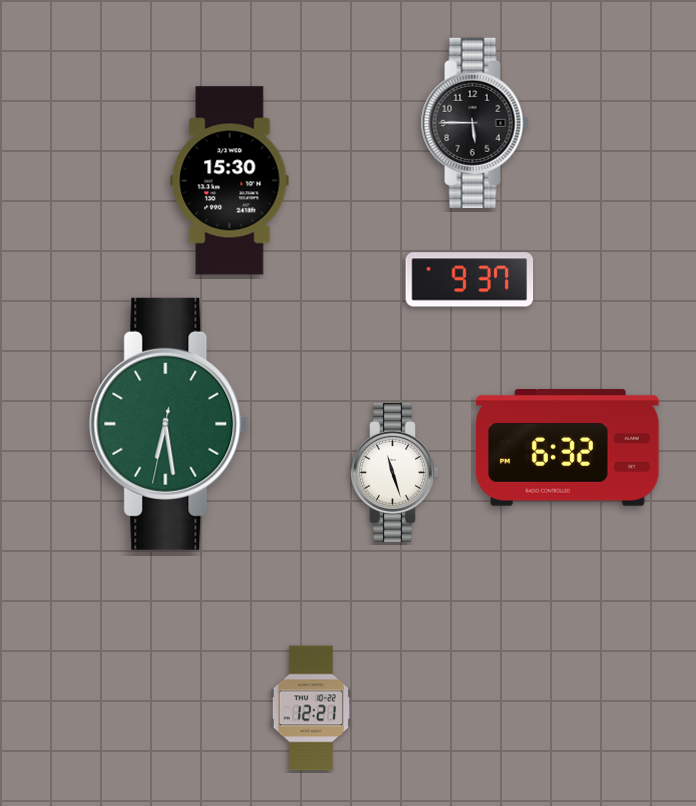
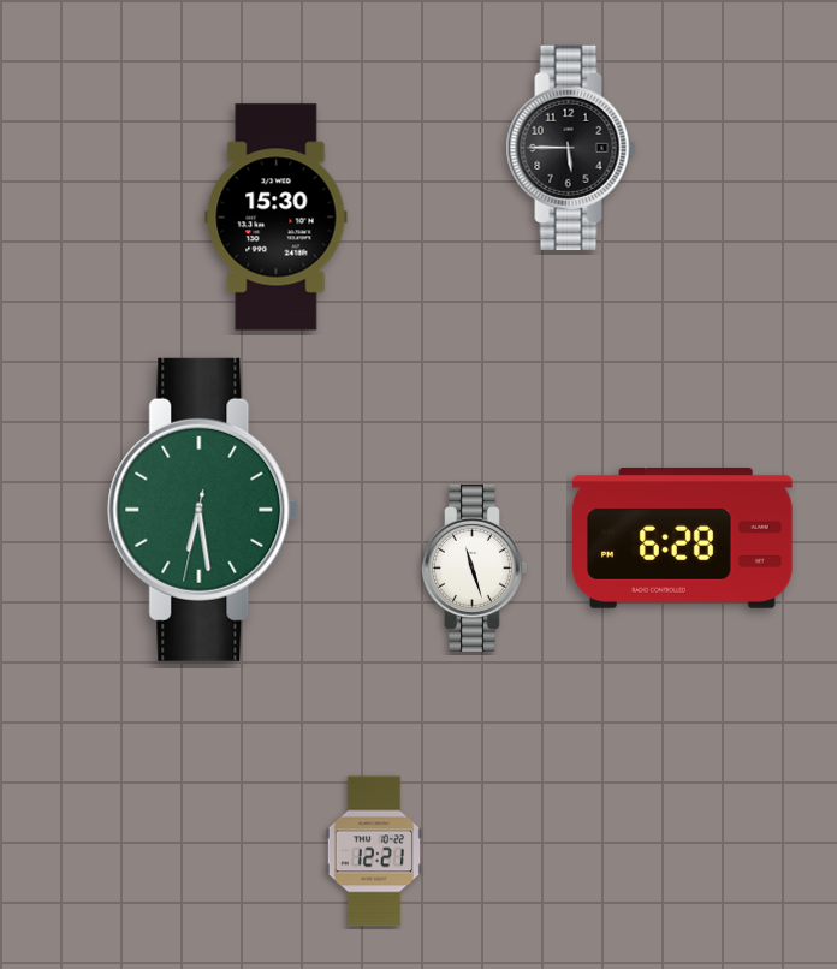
clock at (470, 280): 9:37 -> none
clock at (568, 448): 6:32 -> 6:28
